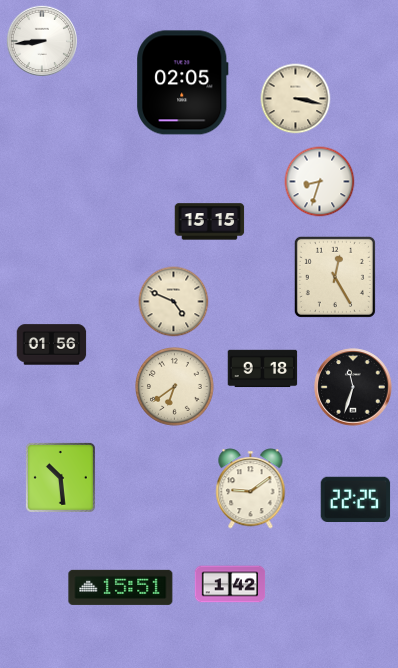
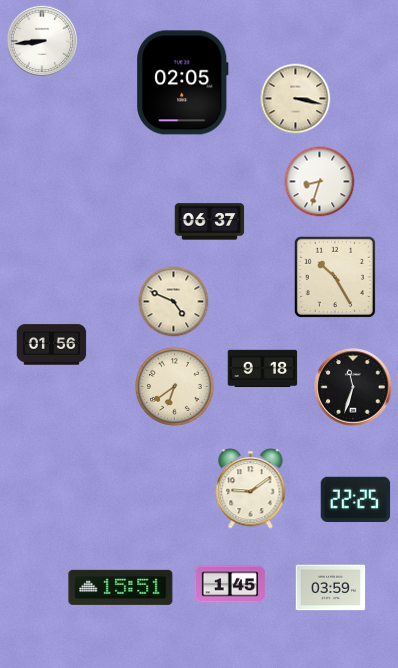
clock at (210, 222): 15:15 -> 06:37
clock at (335, 277): 12:25 -> 10:25
clock at (60, 477): 10:29 -> none
clock at (230, 584): 1:42 -> 1:45
clock at (331, 588): none -> 03:59
